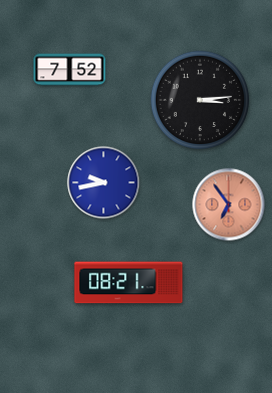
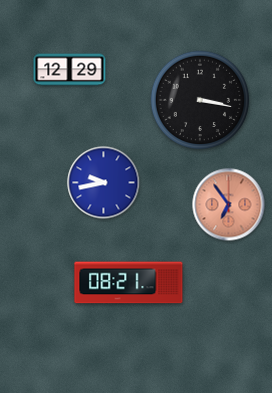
clock at (70, 70): 7:52 -> 12:29
clock at (200, 100): 3:14 -> 3:17
